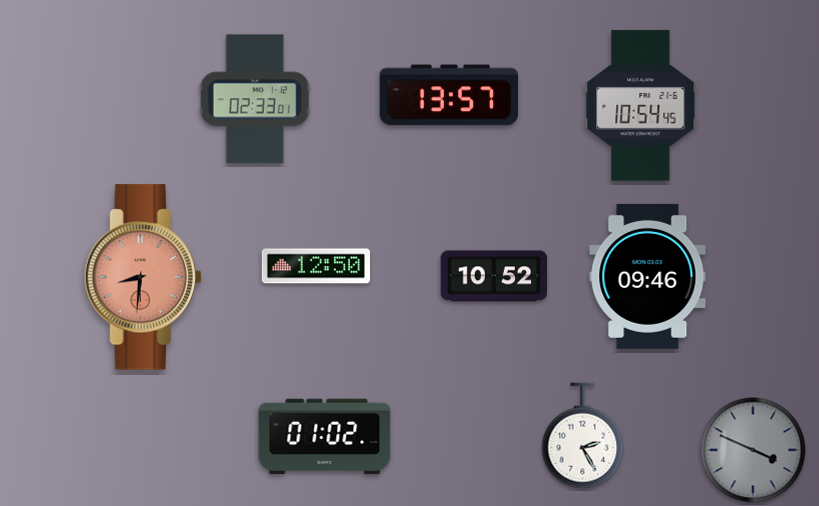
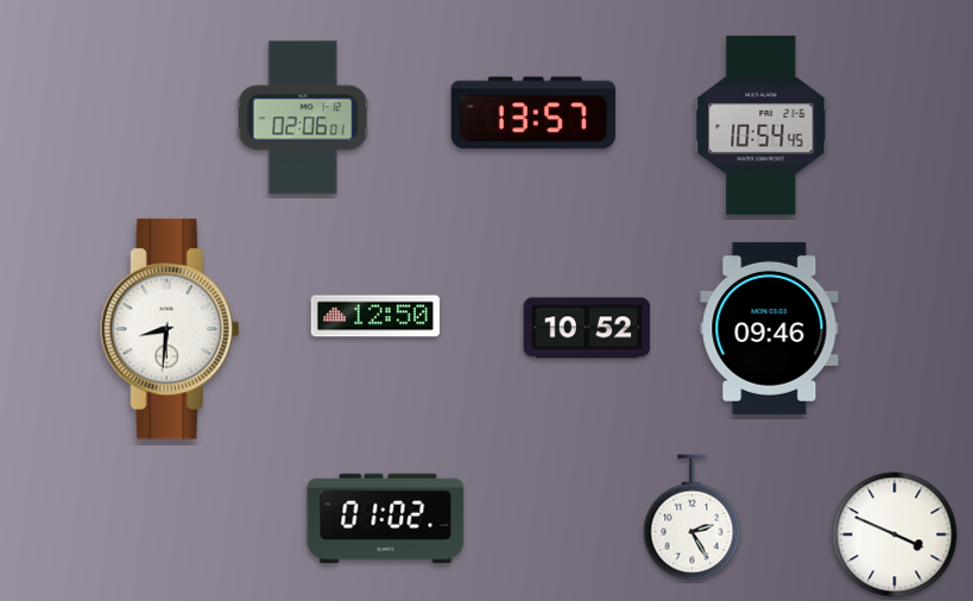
clock at (255, 99): 02:33 -> 02:06
clock at (143, 277) dial: salmon -> white
clock at (753, 450) dial: grey -> white
